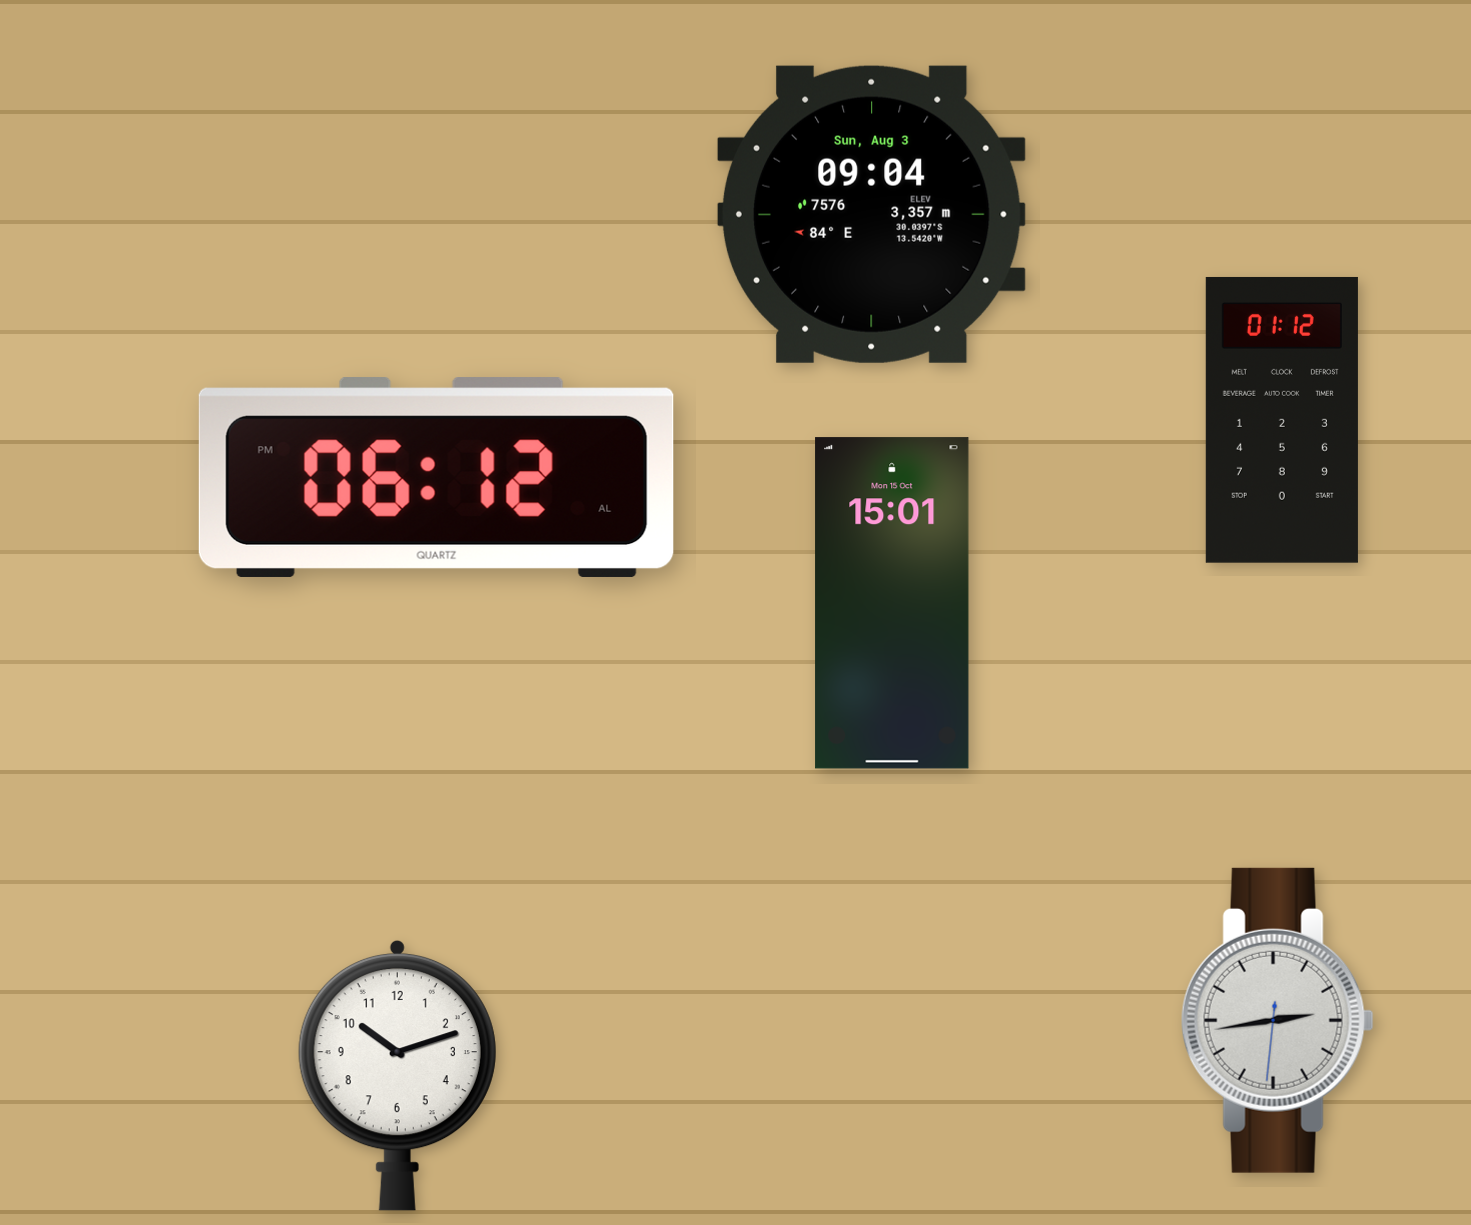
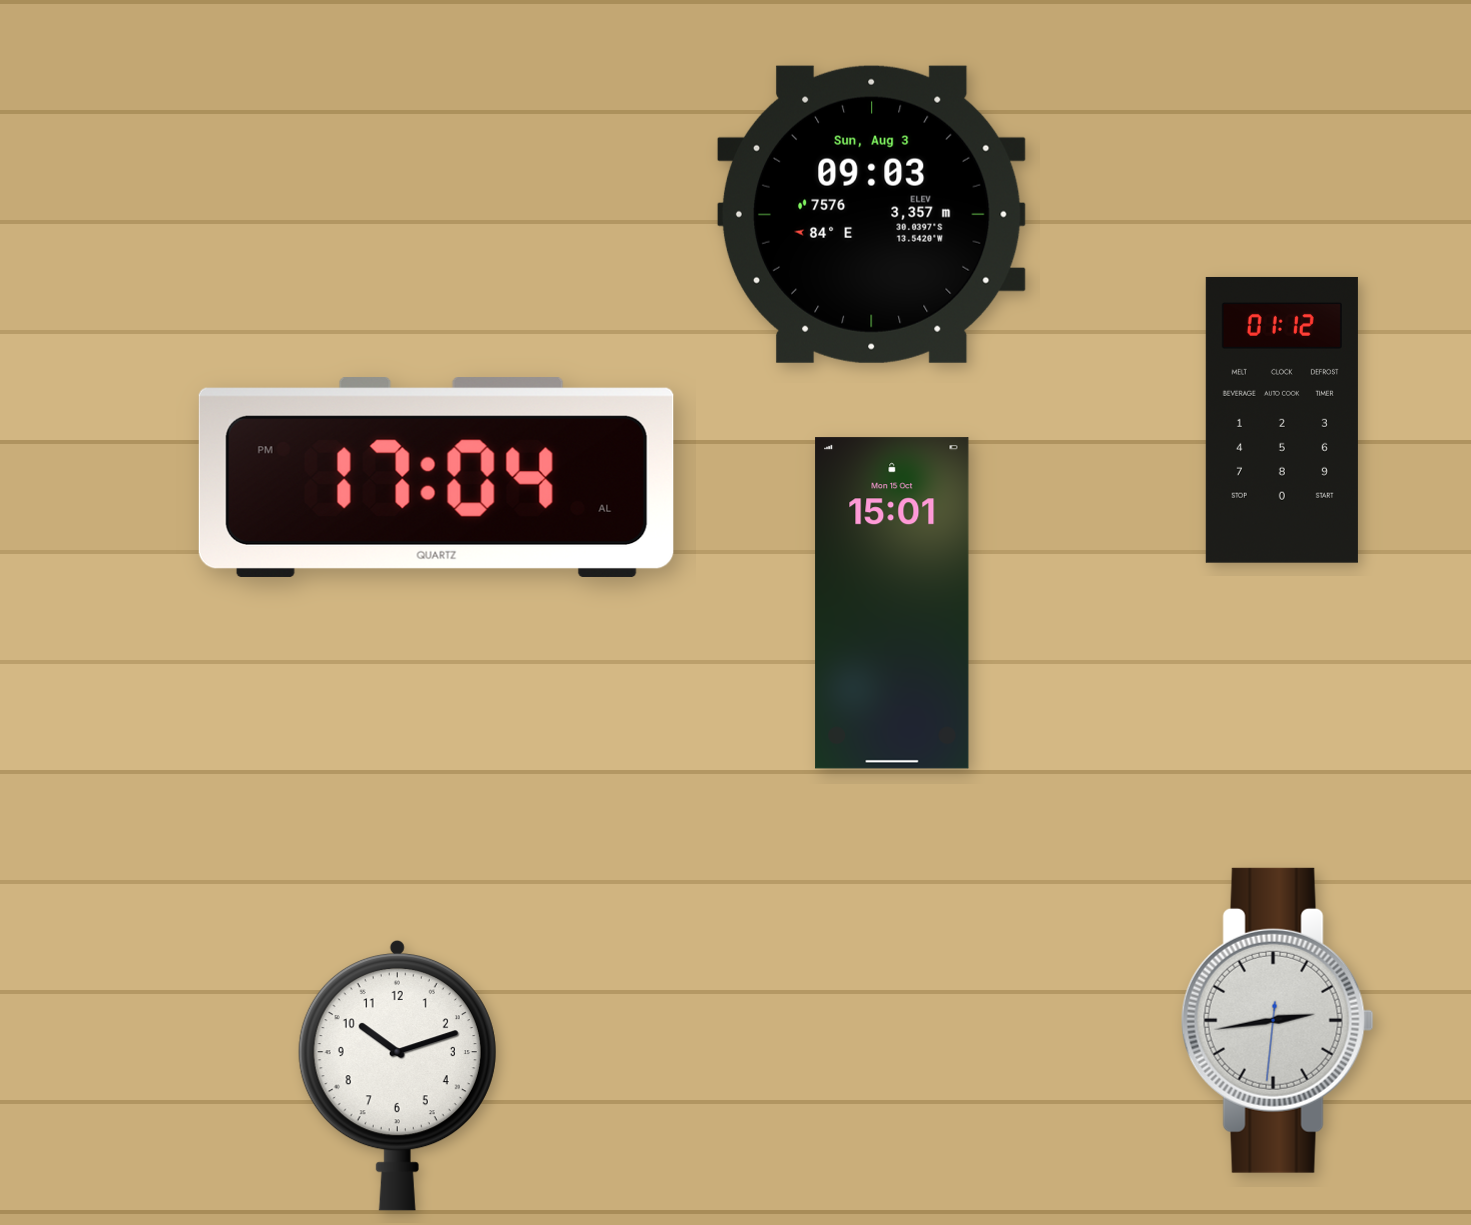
clock at (871, 214): 09:04 -> 09:03
clock at (436, 477): 06:12 -> 17:04
